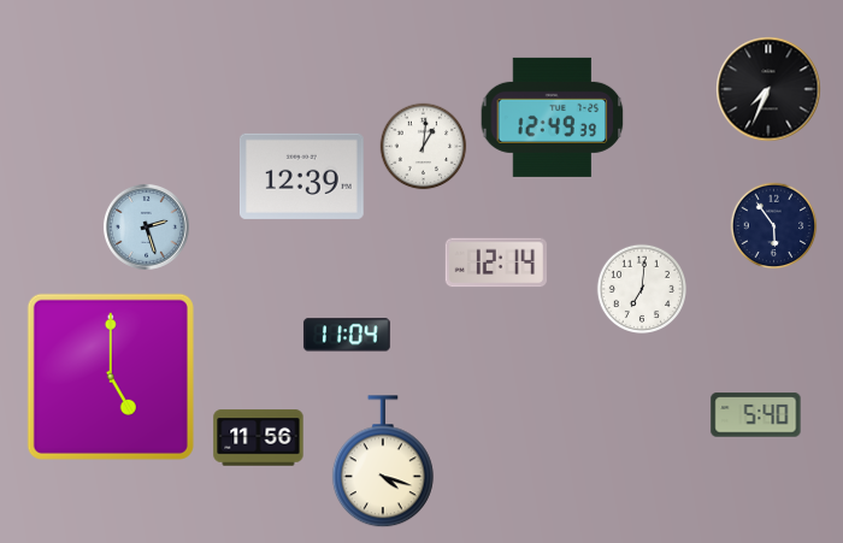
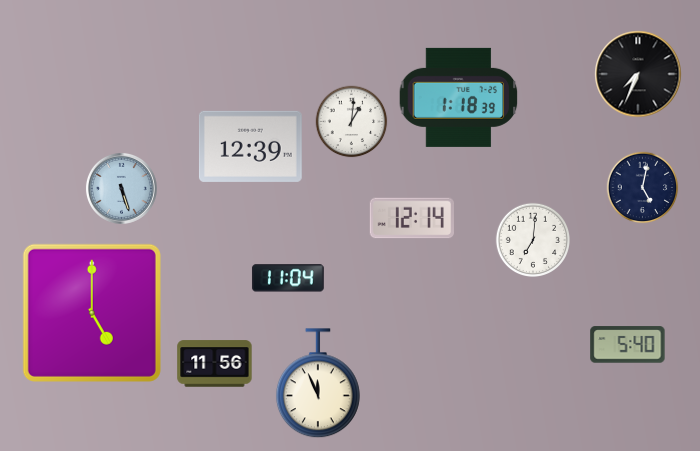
clock at (553, 117): 12:49 -> 1:18
clock at (146, 226): 2:27 -> 5:27
clock at (774, 226): 5:54 -> 5:02
clock at (383, 462): 4:18 -> 11:56
